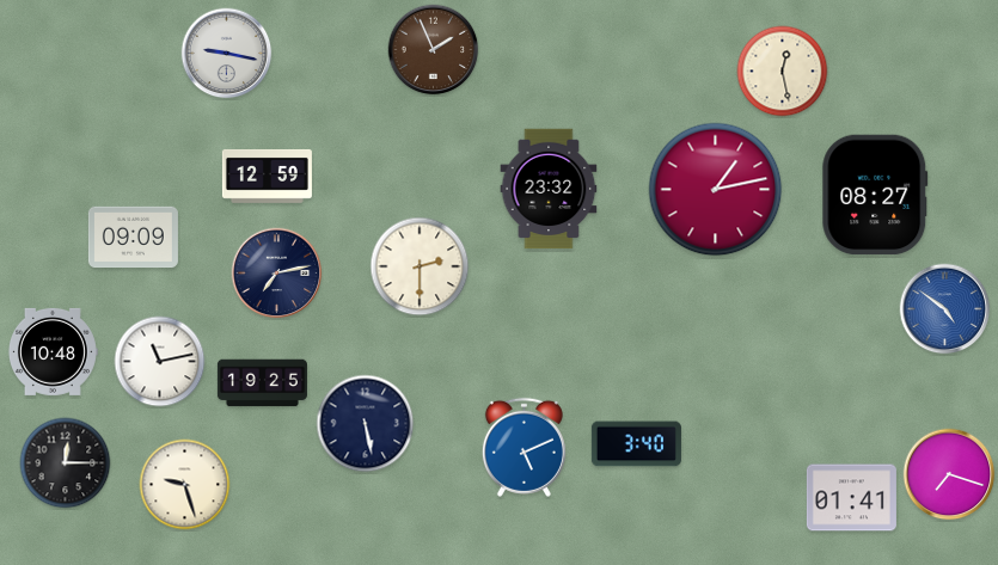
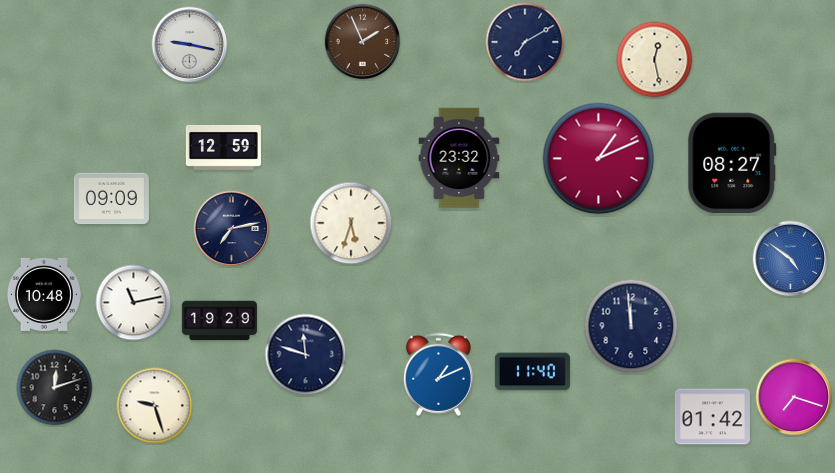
clock at (525, 42): none -> 7:10
clock at (716, 190): 1:13 -> 1:11
clock at (420, 266): 2:30 -> 5:33
clock at (262, 383): 19:25 -> 19:29
clock at (631, 326): none -> 11:59
clock at (366, 424): 5:28 -> 11:48
clock at (636, 444): 3:40 -> 11:40
clock at (524, 447): 5:11 -> 1:11
clock at (66, 463): 12:15 -> 12:12
clock at (851, 498): 01:41 -> 01:42
